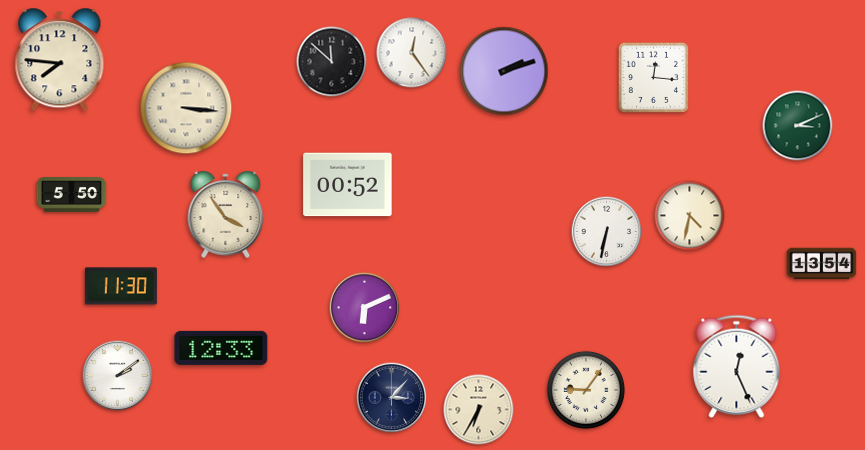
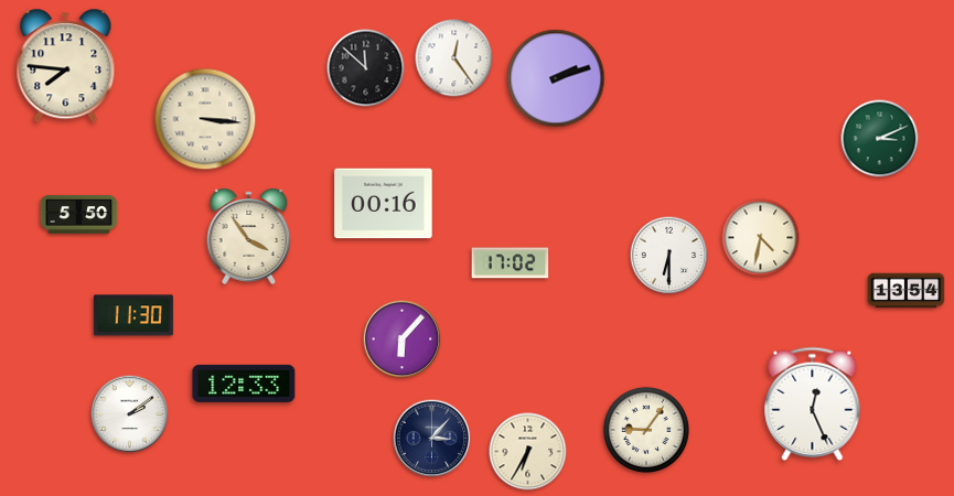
clock at (653, 77): 12:16 -> none
clock at (348, 185): 00:52 -> 00:16
clock at (607, 232): 6:32 -> 6:30
clock at (511, 263): none -> 17:02
clock at (365, 308): 6:11 -> 6:07
